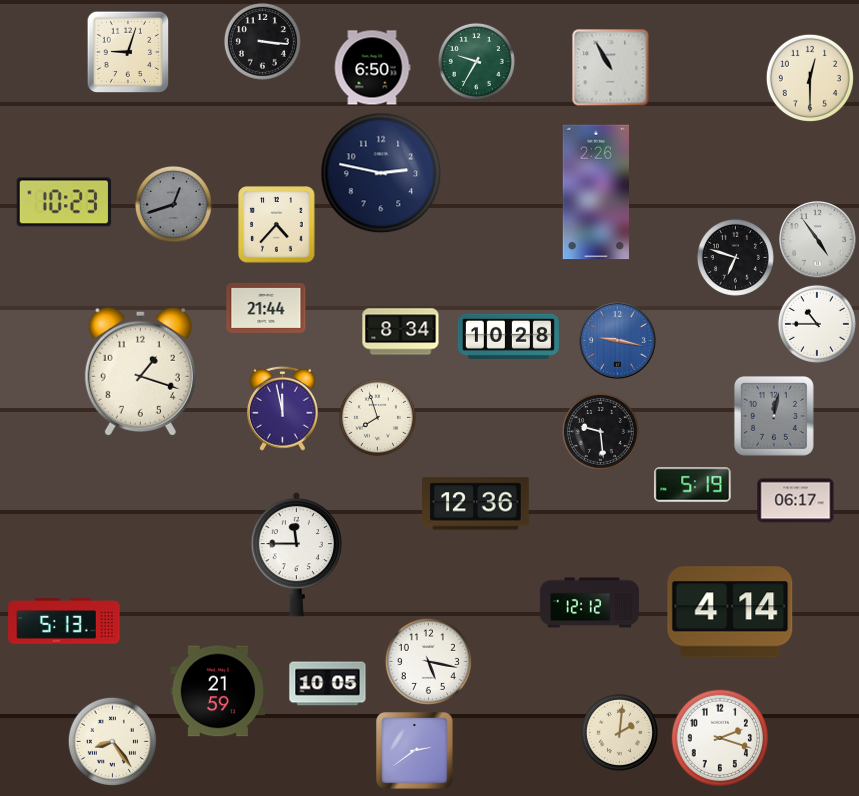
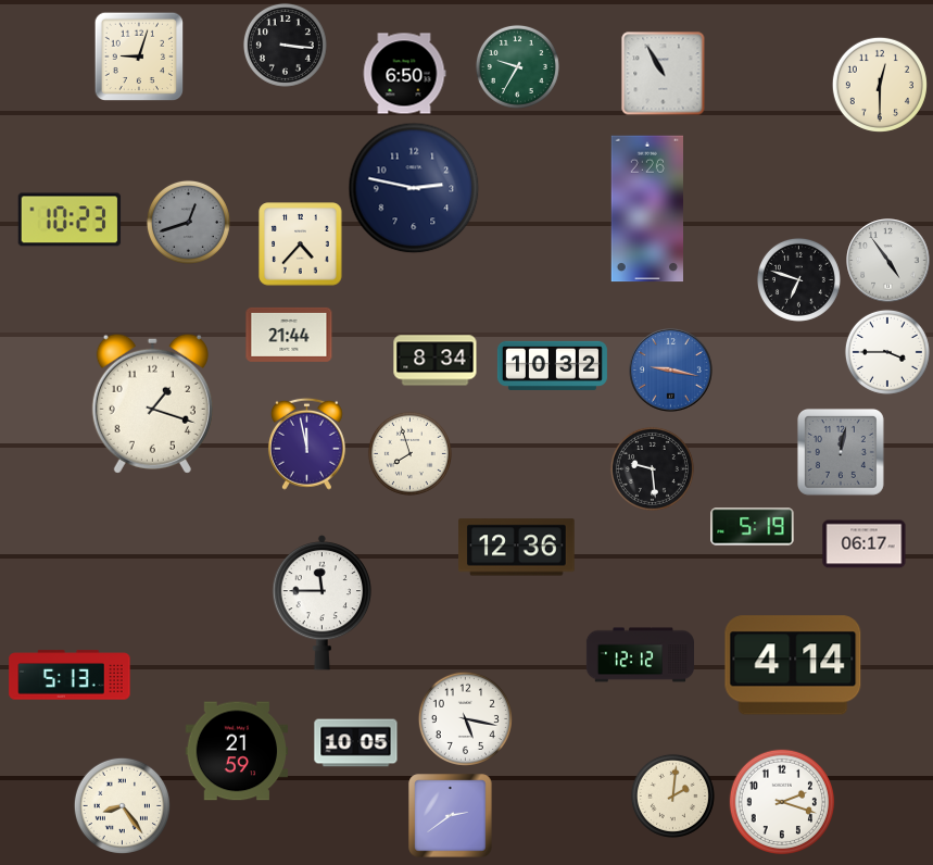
clock at (817, 324): 10:45 -> 3:45
clock at (508, 336): 10:28 -> 10:32
